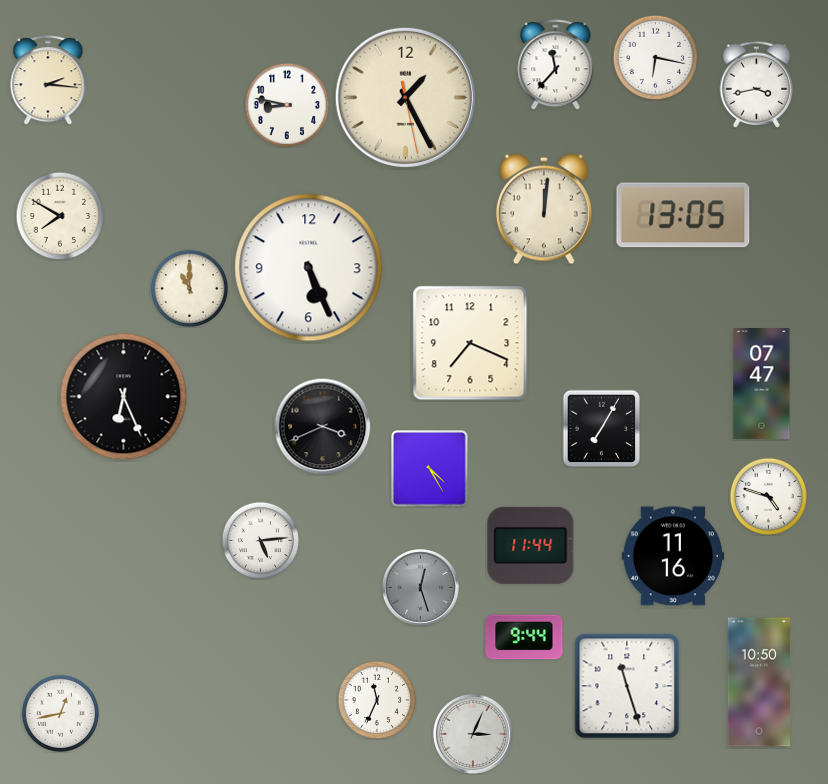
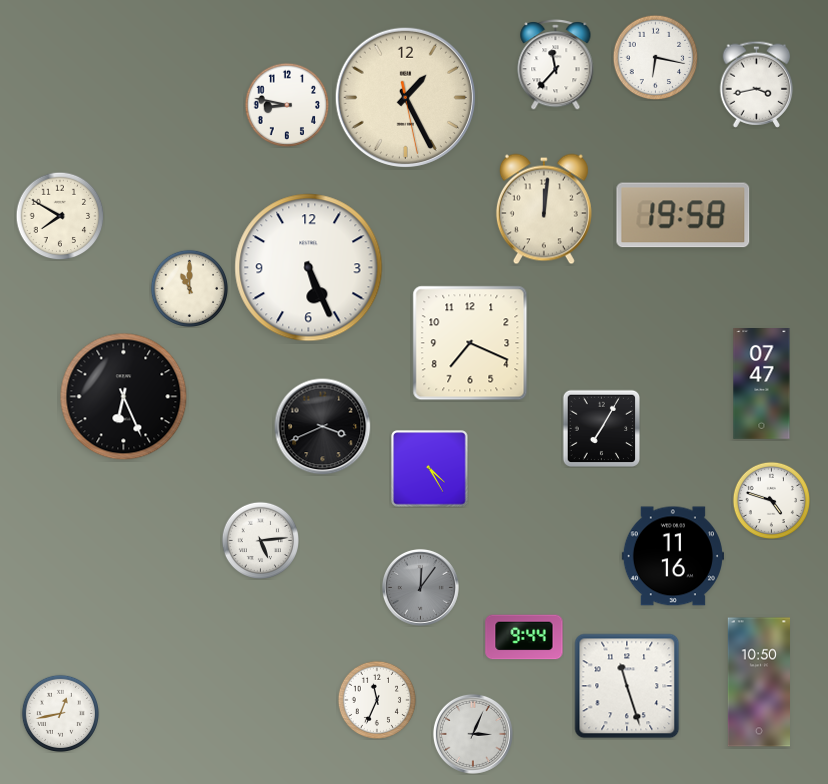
clock at (48, 80): 2:16 -> none
clock at (683, 215): 13:05 -> 19:58
clock at (768, 496) position: (768, 496) -> (771, 500)
clock at (531, 545): 11:44 -> none
clock at (420, 587): 12:27 -> 12:06
